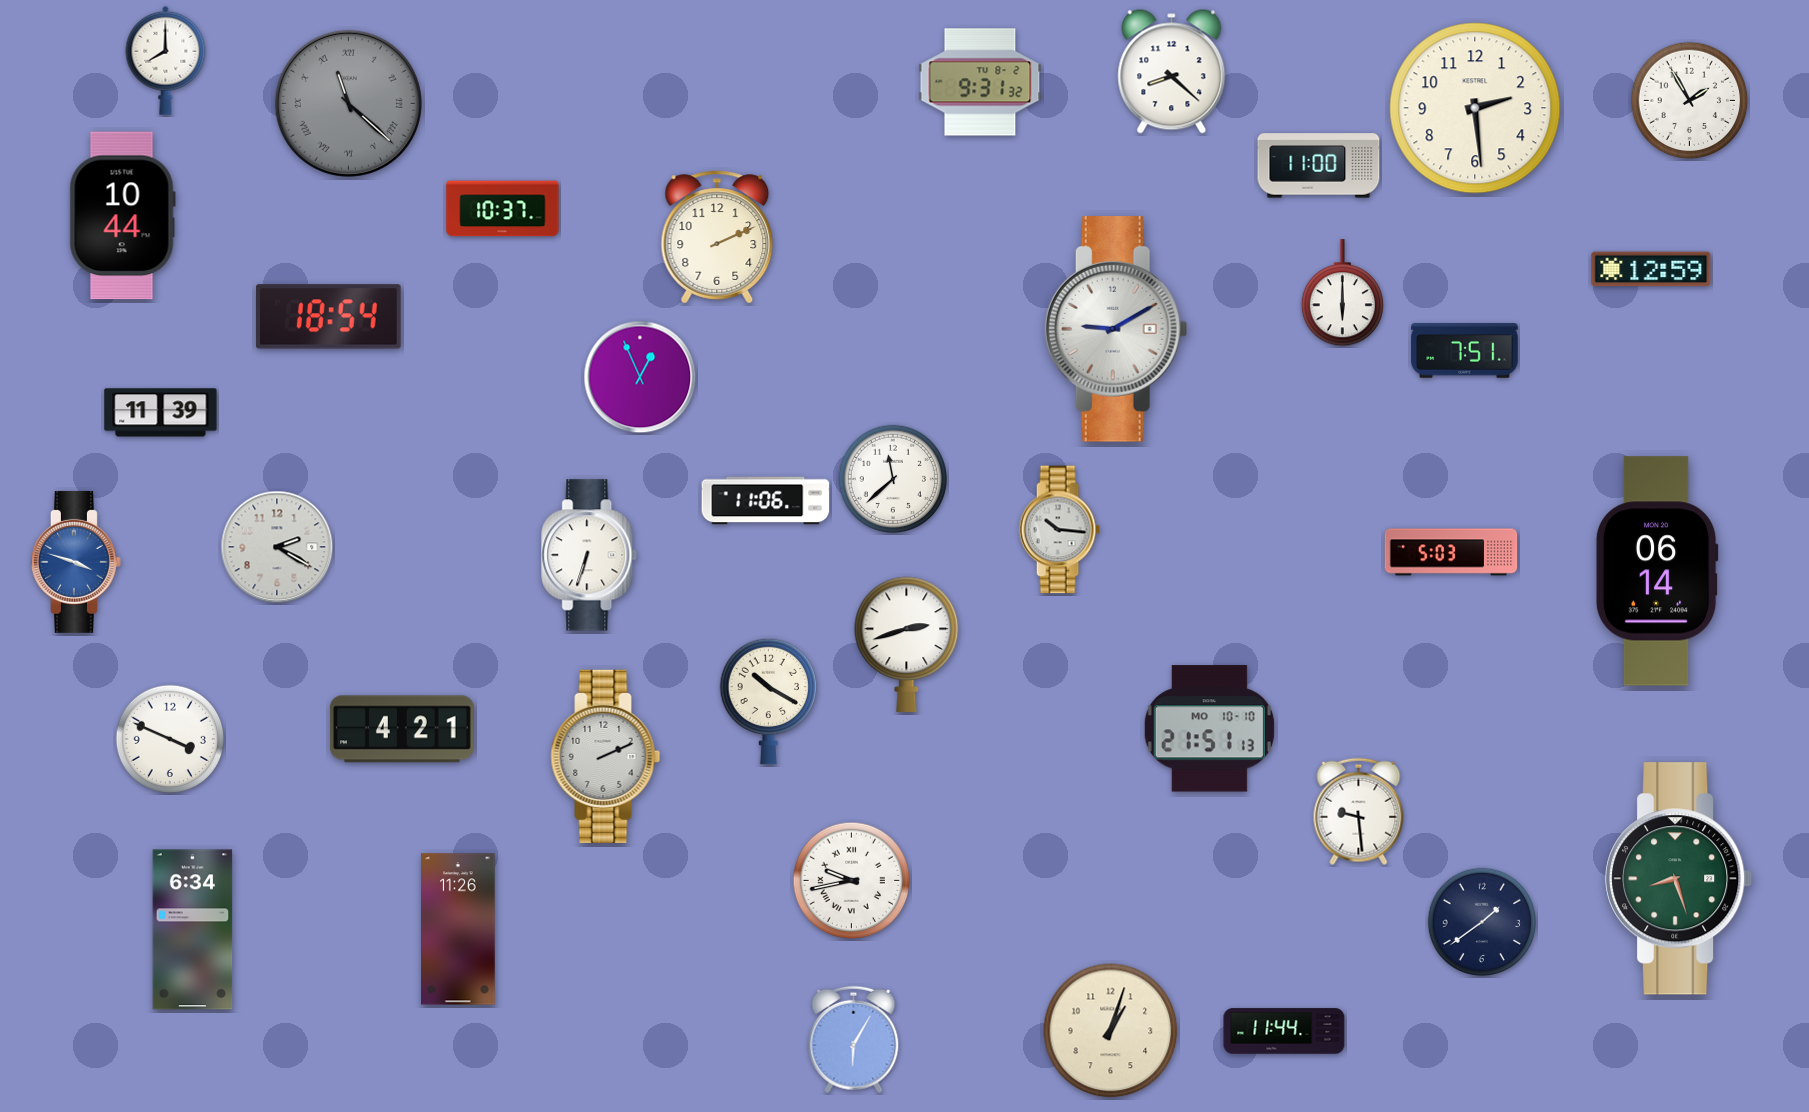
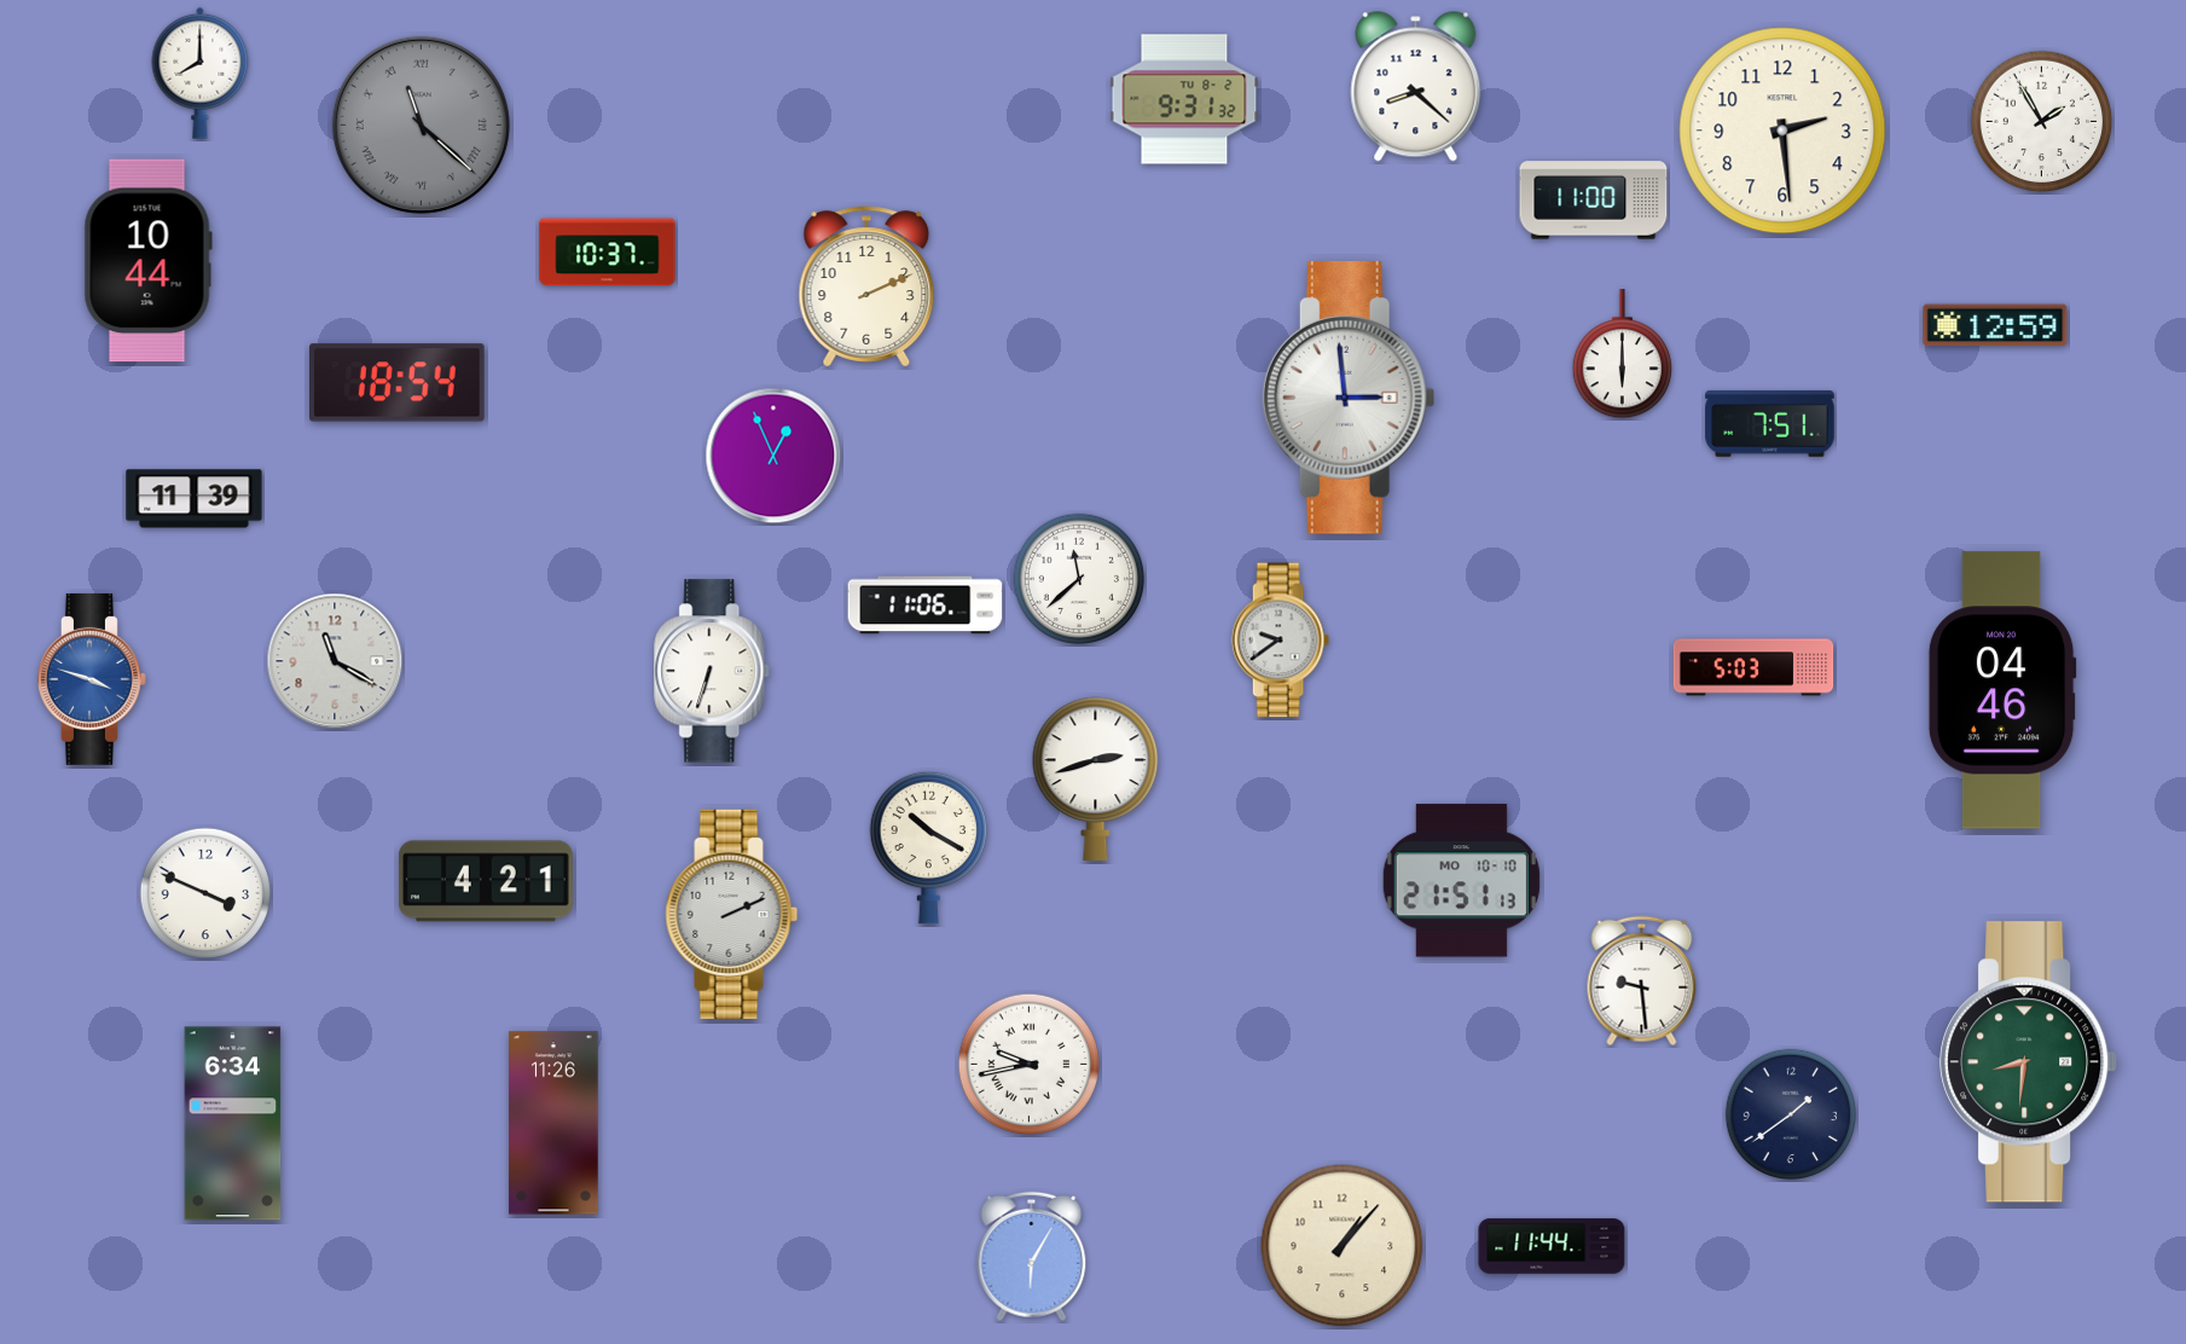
clock at (1116, 330): 9:10 -> 2:59
clock at (1059, 530): 10:16 -> 9:39
clock at (277, 547): 2:20 -> 11:20
clock at (1657, 571): 06:14 -> 04:46
clock at (1679, 879): 8:27 -> 8:31
clock at (1111, 1031): 1:03 -> 1:07
